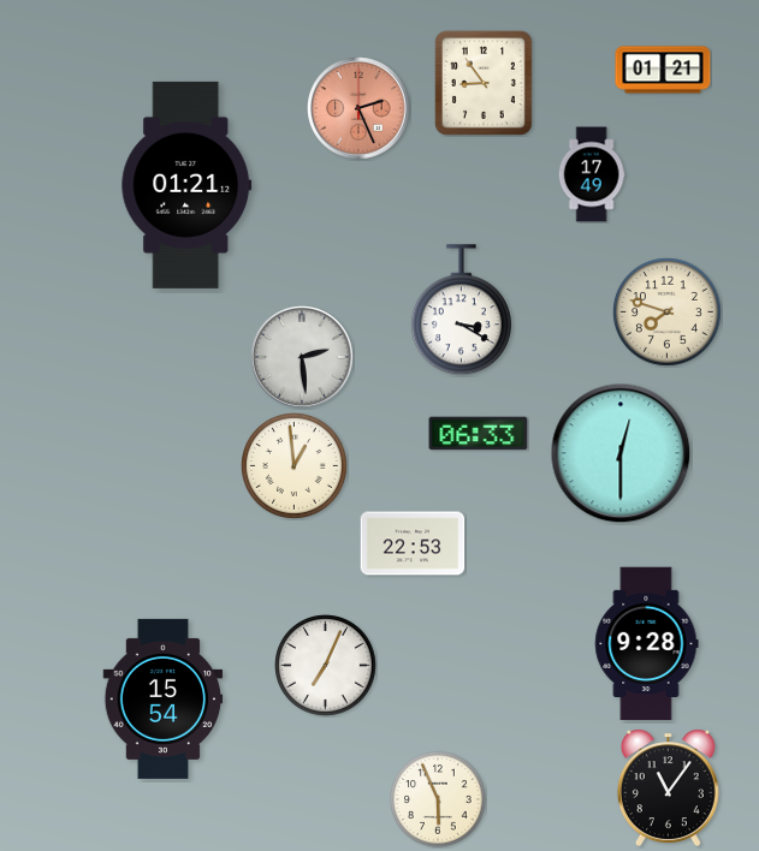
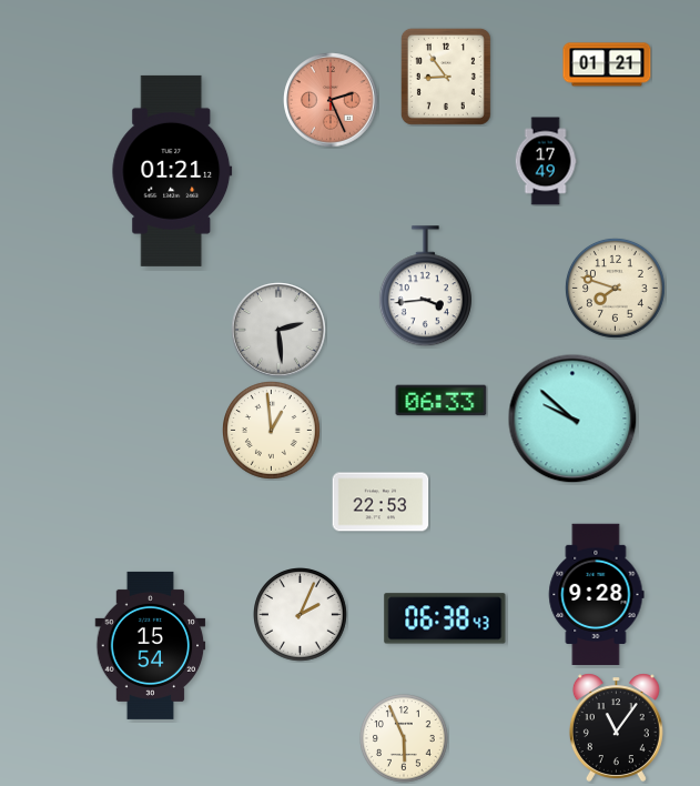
clock at (663, 70) position: (663, 70) -> (607, 64)
clock at (461, 310): 3:20 -> 3:44
clock at (621, 453): 12:30 -> 9:52
clock at (326, 666): 7:04 -> 2:04
clock at (445, 618): none -> 06:38
